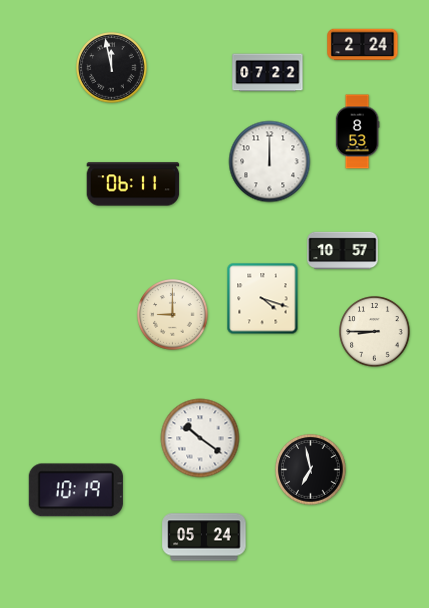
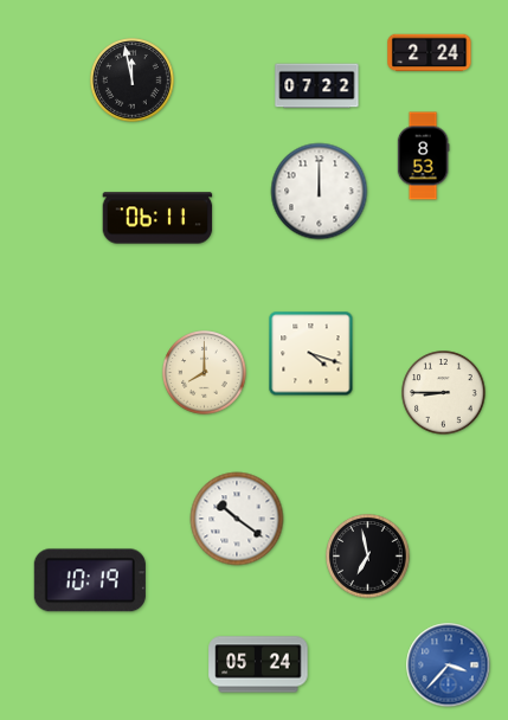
clock at (343, 251): 10:57 -> none
clock at (173, 315): 9:00 -> 8:00
clock at (204, 537) position: (204, 537) -> (258, 664)
clock at (449, 666): none -> 3:37
